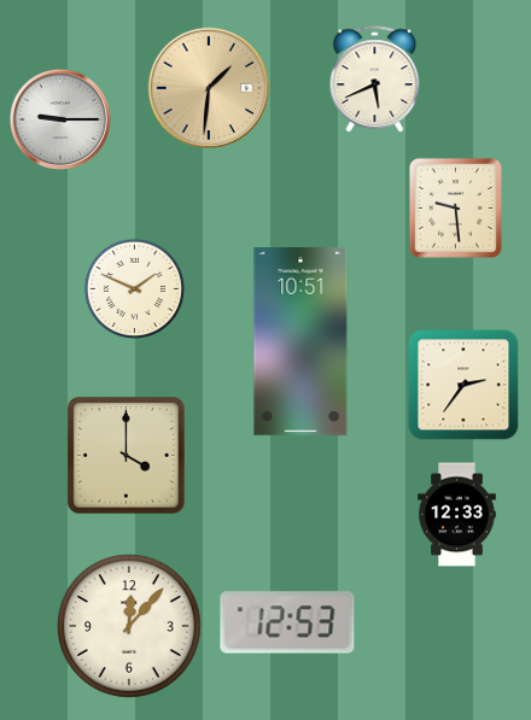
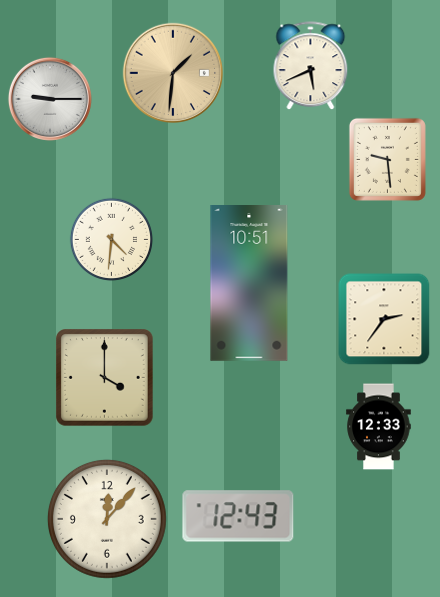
clock at (455, 207) position: (455, 207) -> (387, 159)
clock at (134, 288): 1:49 -> 4:31
clock at (287, 622): 12:53 -> 12:43
